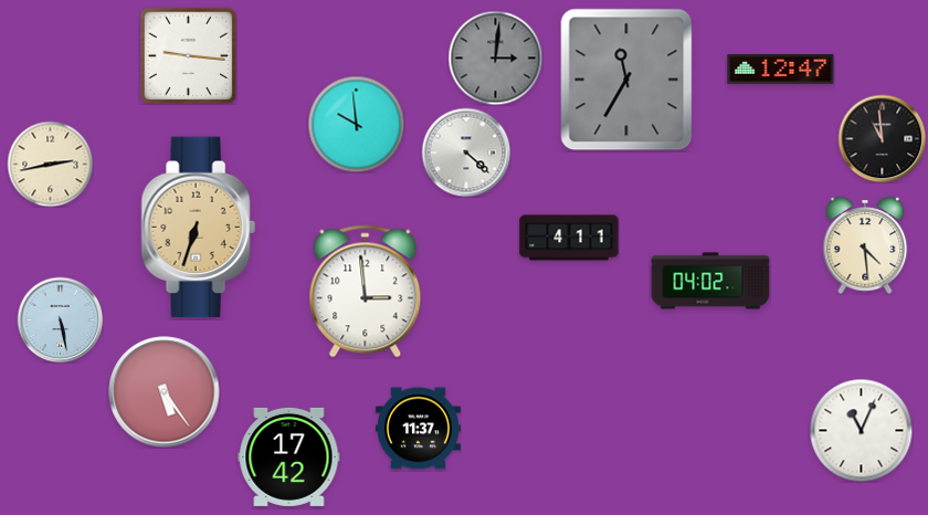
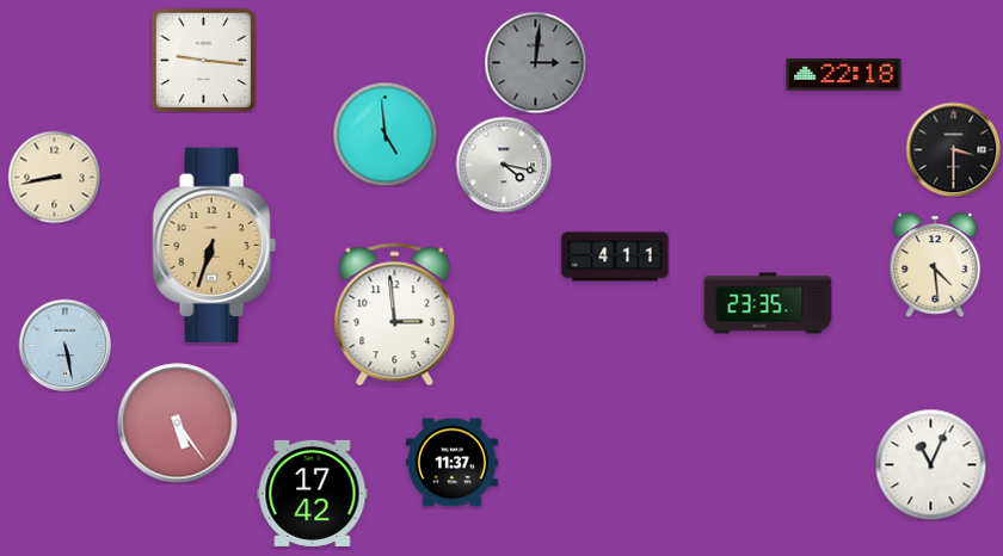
clock at (781, 69): 12:47 -> 22:18
clock at (626, 80): 11:35 -> none
clock at (356, 124): 9:59 -> 4:59
clock at (882, 138): 10:59 -> 3:30
clock at (466, 153): 4:22 -> 4:17
clock at (50, 164): 2:43 -> 8:43
clock at (710, 281): 04:02 -> 23:35
